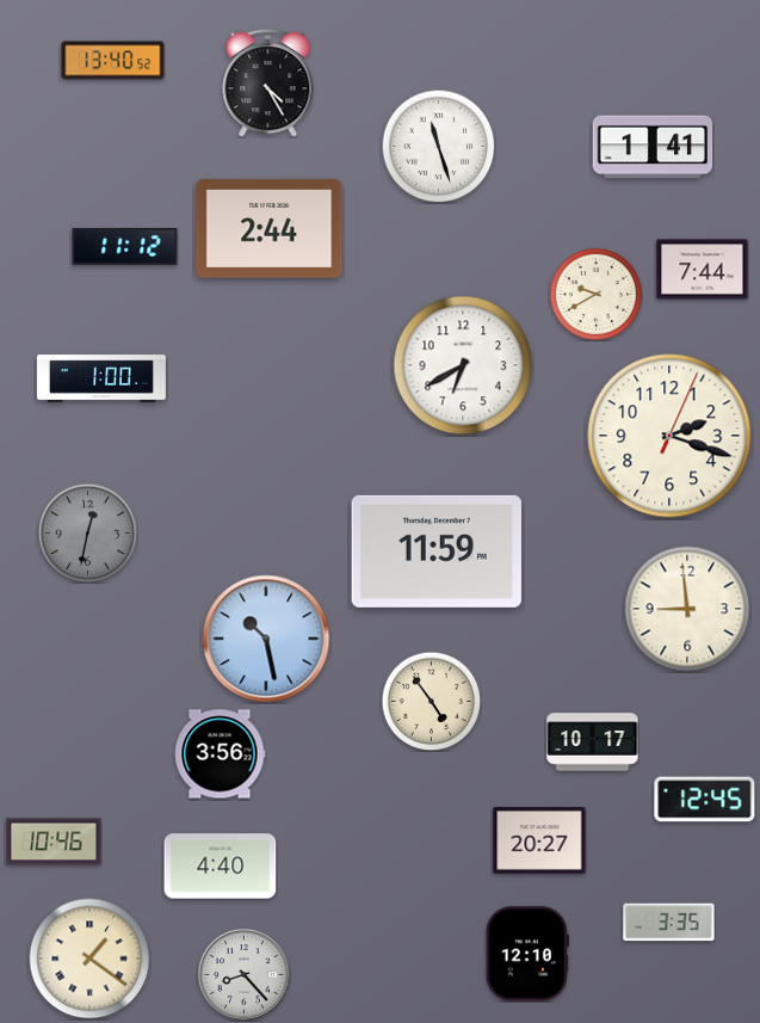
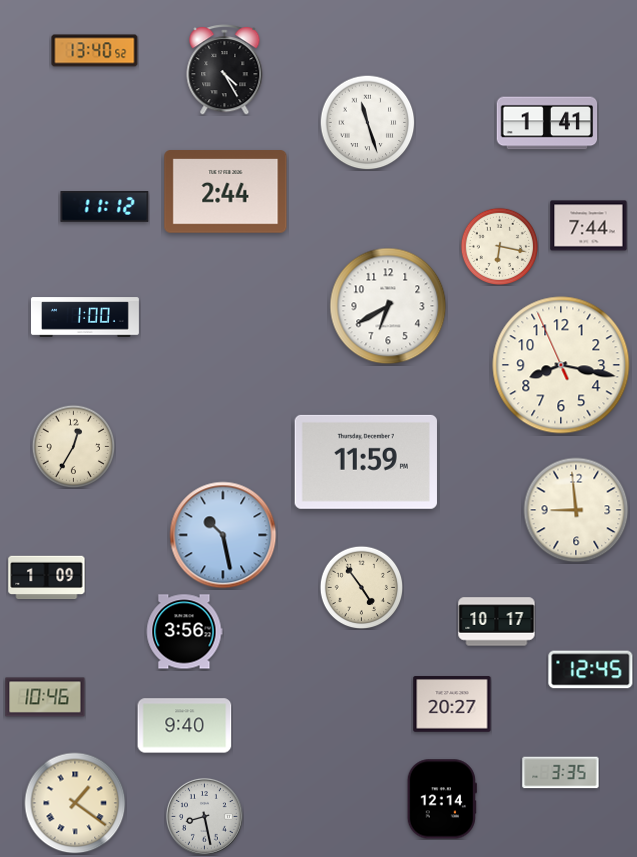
clock at (595, 294): 9:40 -> 6:17
clock at (669, 436): 2:18 -> 8:16
clock at (87, 532): 12:32 -> 12:35
clock at (87, 532) dial: grey -> cream
clock at (47, 578): none -> 1:09
clock at (54, 842) position: (54, 842) -> (45, 697)
clock at (221, 867): 4:40 -> 9:40
clock at (527, 954): 12:10 -> 12:14
clock at (243, 974): 8:23 -> 8:28
